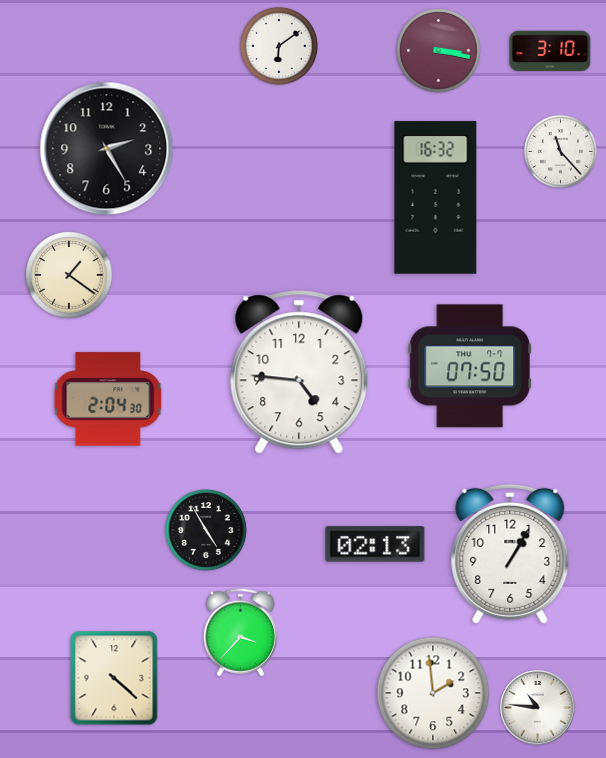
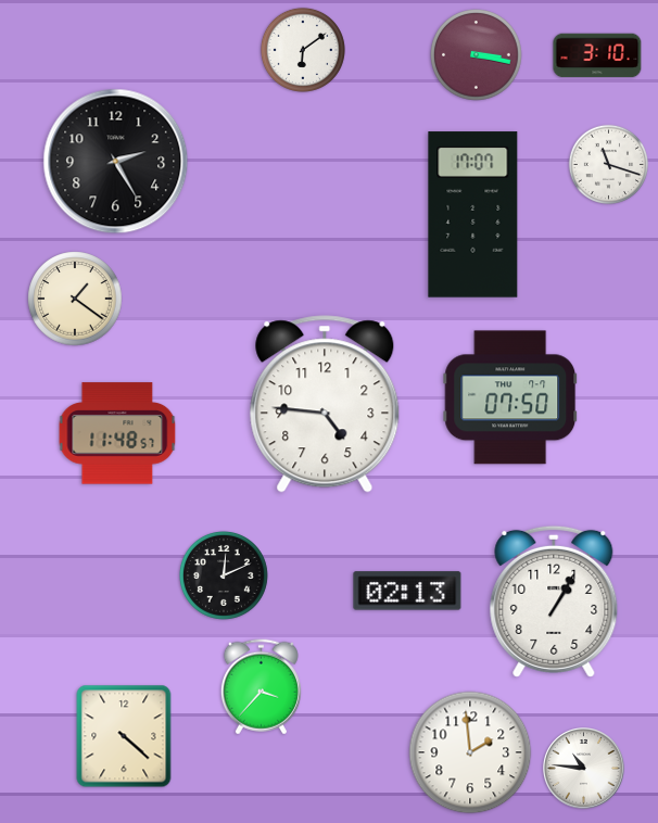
clock at (561, 152): 11:23 -> 11:18
clock at (436, 198): 16:32 -> 17:07
clock at (108, 399): 2:04 -> 11:48
clock at (206, 530): 4:55 -> 12:11
